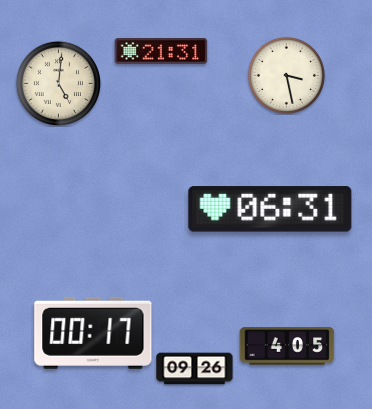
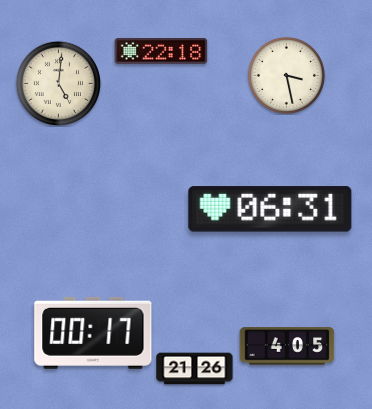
clock at (161, 52): 21:31 -> 22:18
clock at (195, 369): 09:26 -> 21:26
